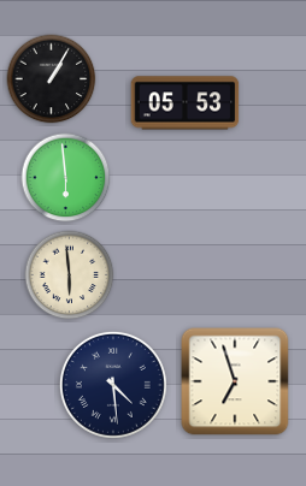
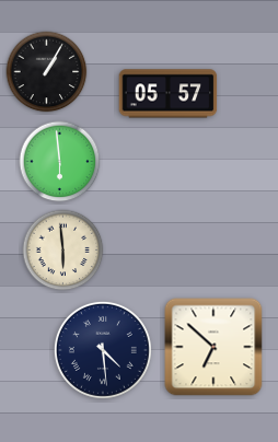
clock at (186, 103): 05:53 -> 05:57
clock at (235, 381): 6:57 -> 6:52
